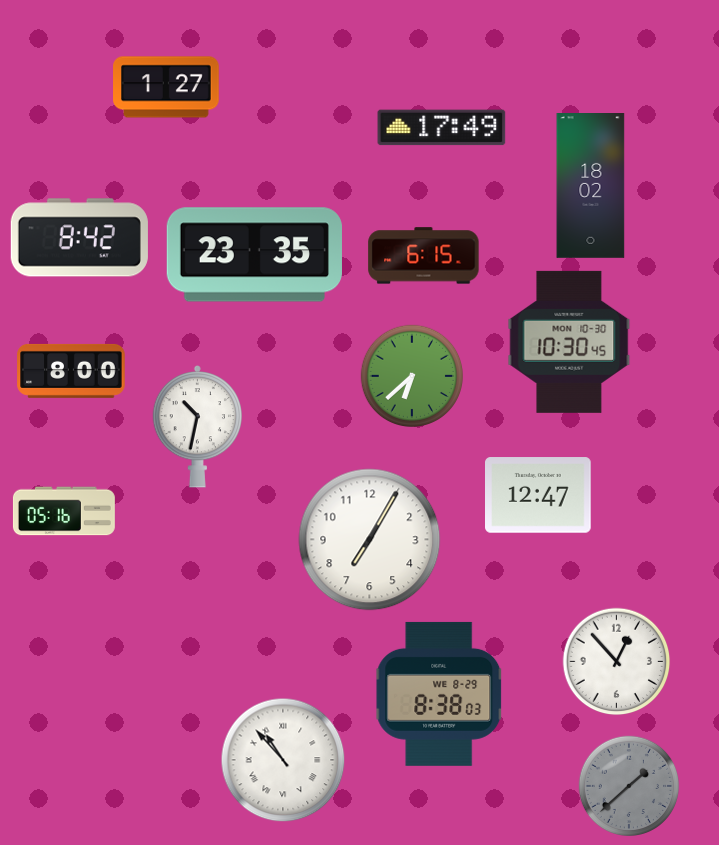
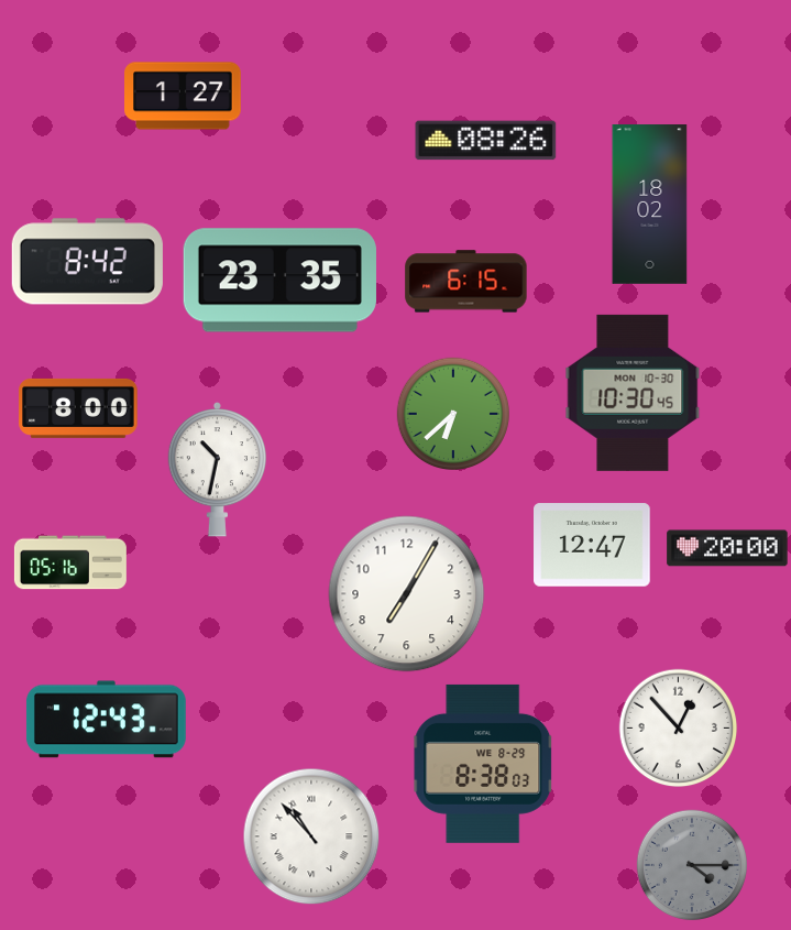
clock at (442, 128): 17:49 -> 08:26
clock at (569, 342) position: (569, 342) -> (633, 393)
clock at (727, 548): none -> 20:00
clock at (106, 720): none -> 12:43
clock at (628, 785): 1:38 -> 4:15
